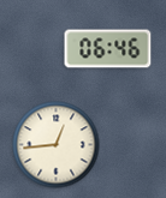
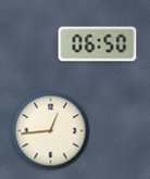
clock at (108, 49): 06:46 -> 06:50
